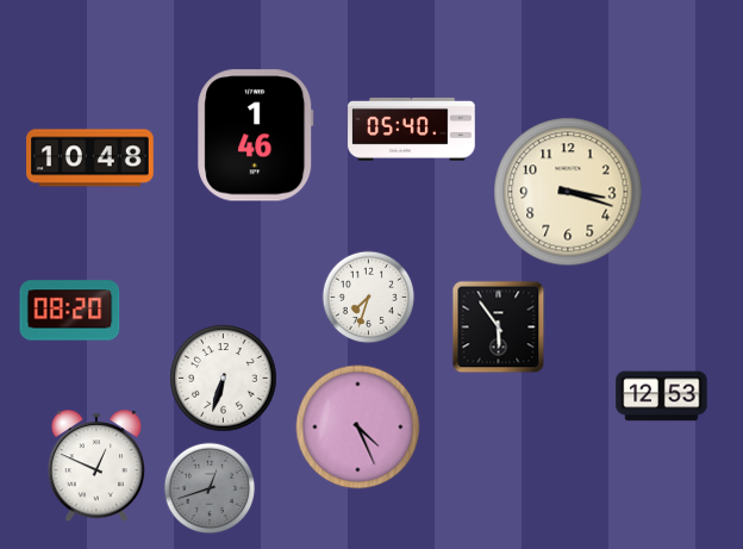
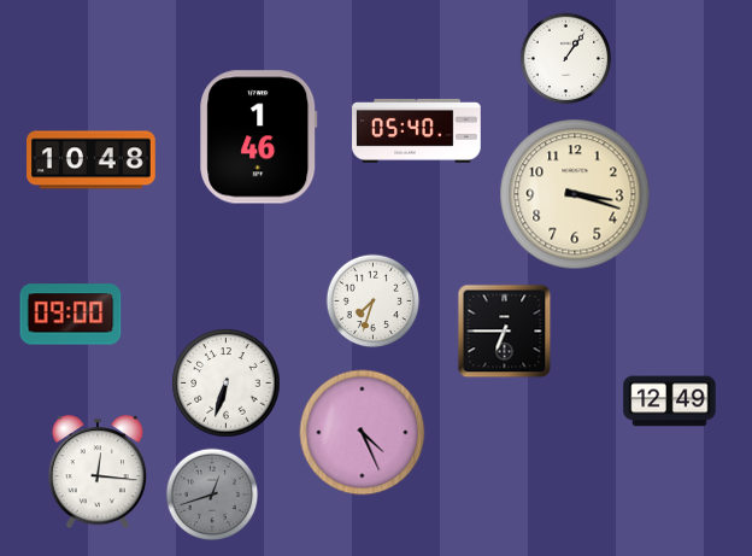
clock at (566, 59): none -> 1:06
clock at (70, 311): 08:20 -> 09:00
clock at (499, 327): 5:54 -> 6:45
clock at (662, 397): 12:53 -> 12:49
clock at (95, 467): 12:49 -> 12:16
